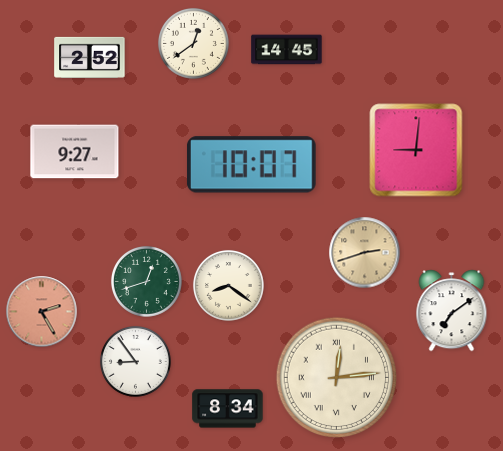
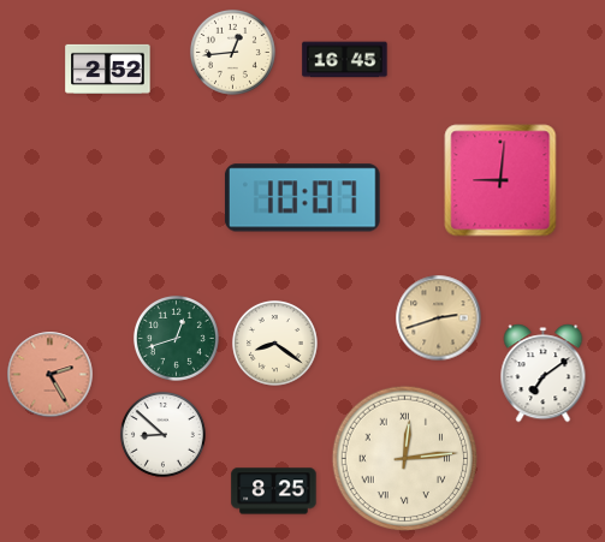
clock at (193, 43): 12:39 -> 12:44
clock at (287, 50): 14:45 -> 16:45
clock at (75, 152): 9:27 -> none
clock at (365, 253) position: (365, 253) -> (439, 318)
clock at (135, 361): 8:54 -> 8:52
clock at (337, 378) position: (337, 378) -> (405, 459)
clock at (228, 409): 8:34 -> 8:25
